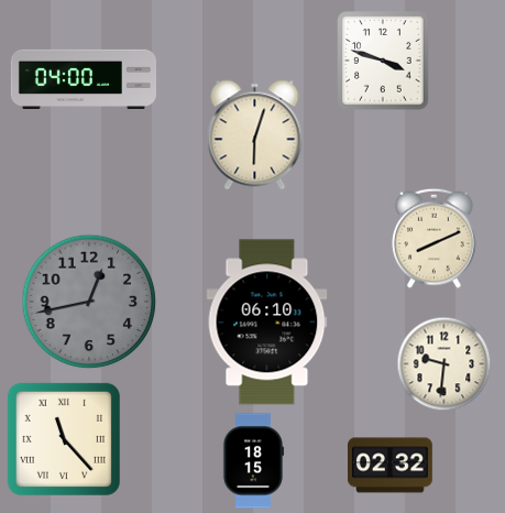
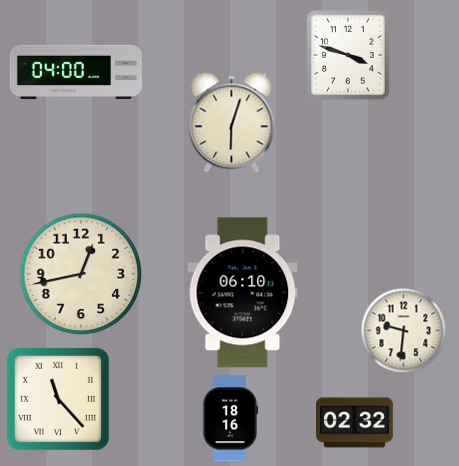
clock at (435, 238): 8:11 -> none
clock at (89, 302) dial: grey -> cream
clock at (253, 461): 18:15 -> 18:16
